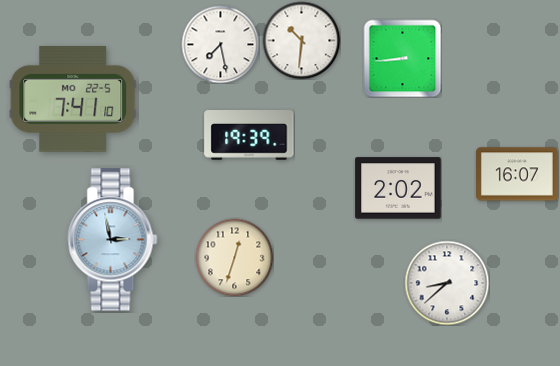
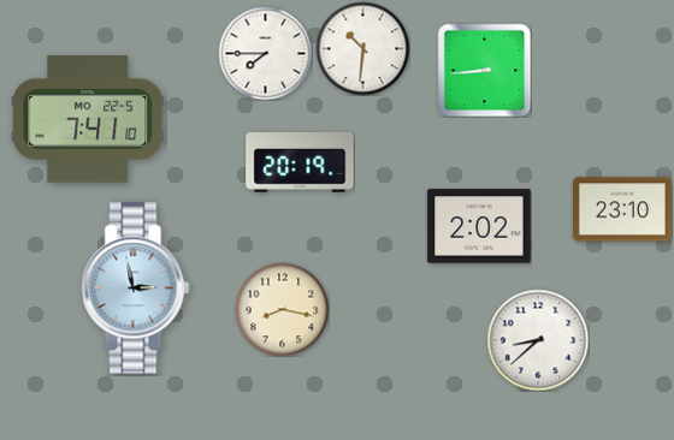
clock at (220, 44): 7:28 -> 7:45
clock at (249, 136): 19:39 -> 20:19
clock at (517, 174): 16:07 -> 23:10
clock at (234, 257): 12:33 -> 8:17
